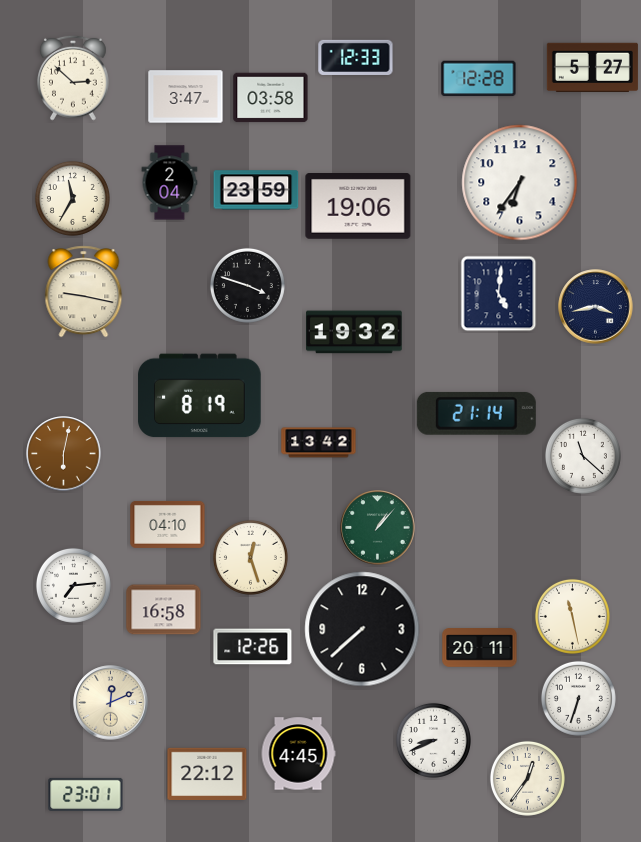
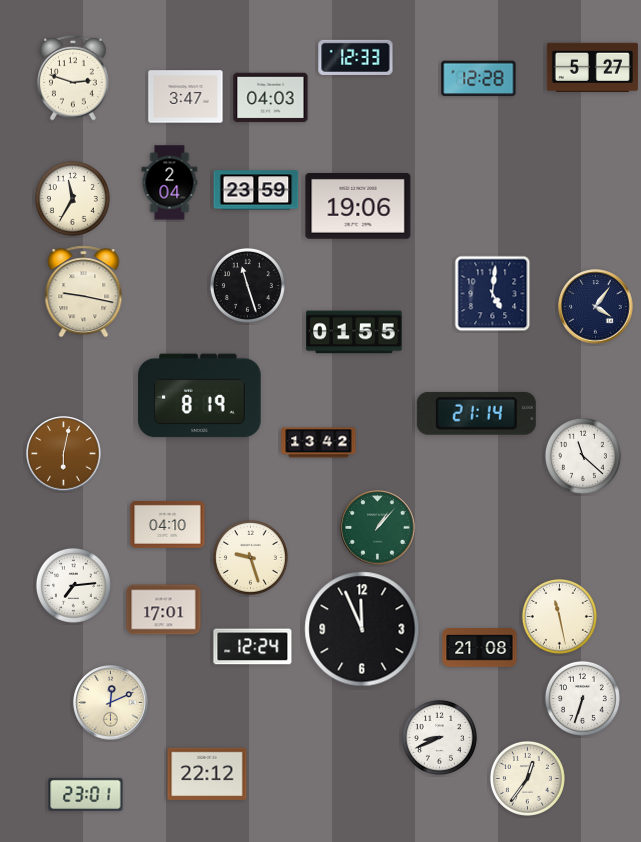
clock at (74, 78): 2:52 -> 2:48
clock at (271, 98): 03:58 -> 04:03
clock at (520, 183): 6:36 -> none
clock at (247, 285): 3:48 -> 11:27
clock at (499, 294) position: (499, 294) -> (493, 294)
clock at (596, 307): 3:43 -> 4:06
clock at (354, 332): 19:32 -> 01:55
clock at (250, 557): 12:27 -> 9:27
clock at (164, 610): 16:58 -> 17:01
clock at (572, 616) position: (572, 616) -> (559, 616)
clock at (362, 629): 7:38 -> 11:56
clock at (253, 647): 12:26 -> 12:24
clock at (480, 648): 20:11 -> 21:08
clock at (578, 698) position: (578, 698) -> (582, 698)
clock at (433, 740) position: (433, 740) -> (439, 737)
clock at (298, 754): 4:45 -> none
